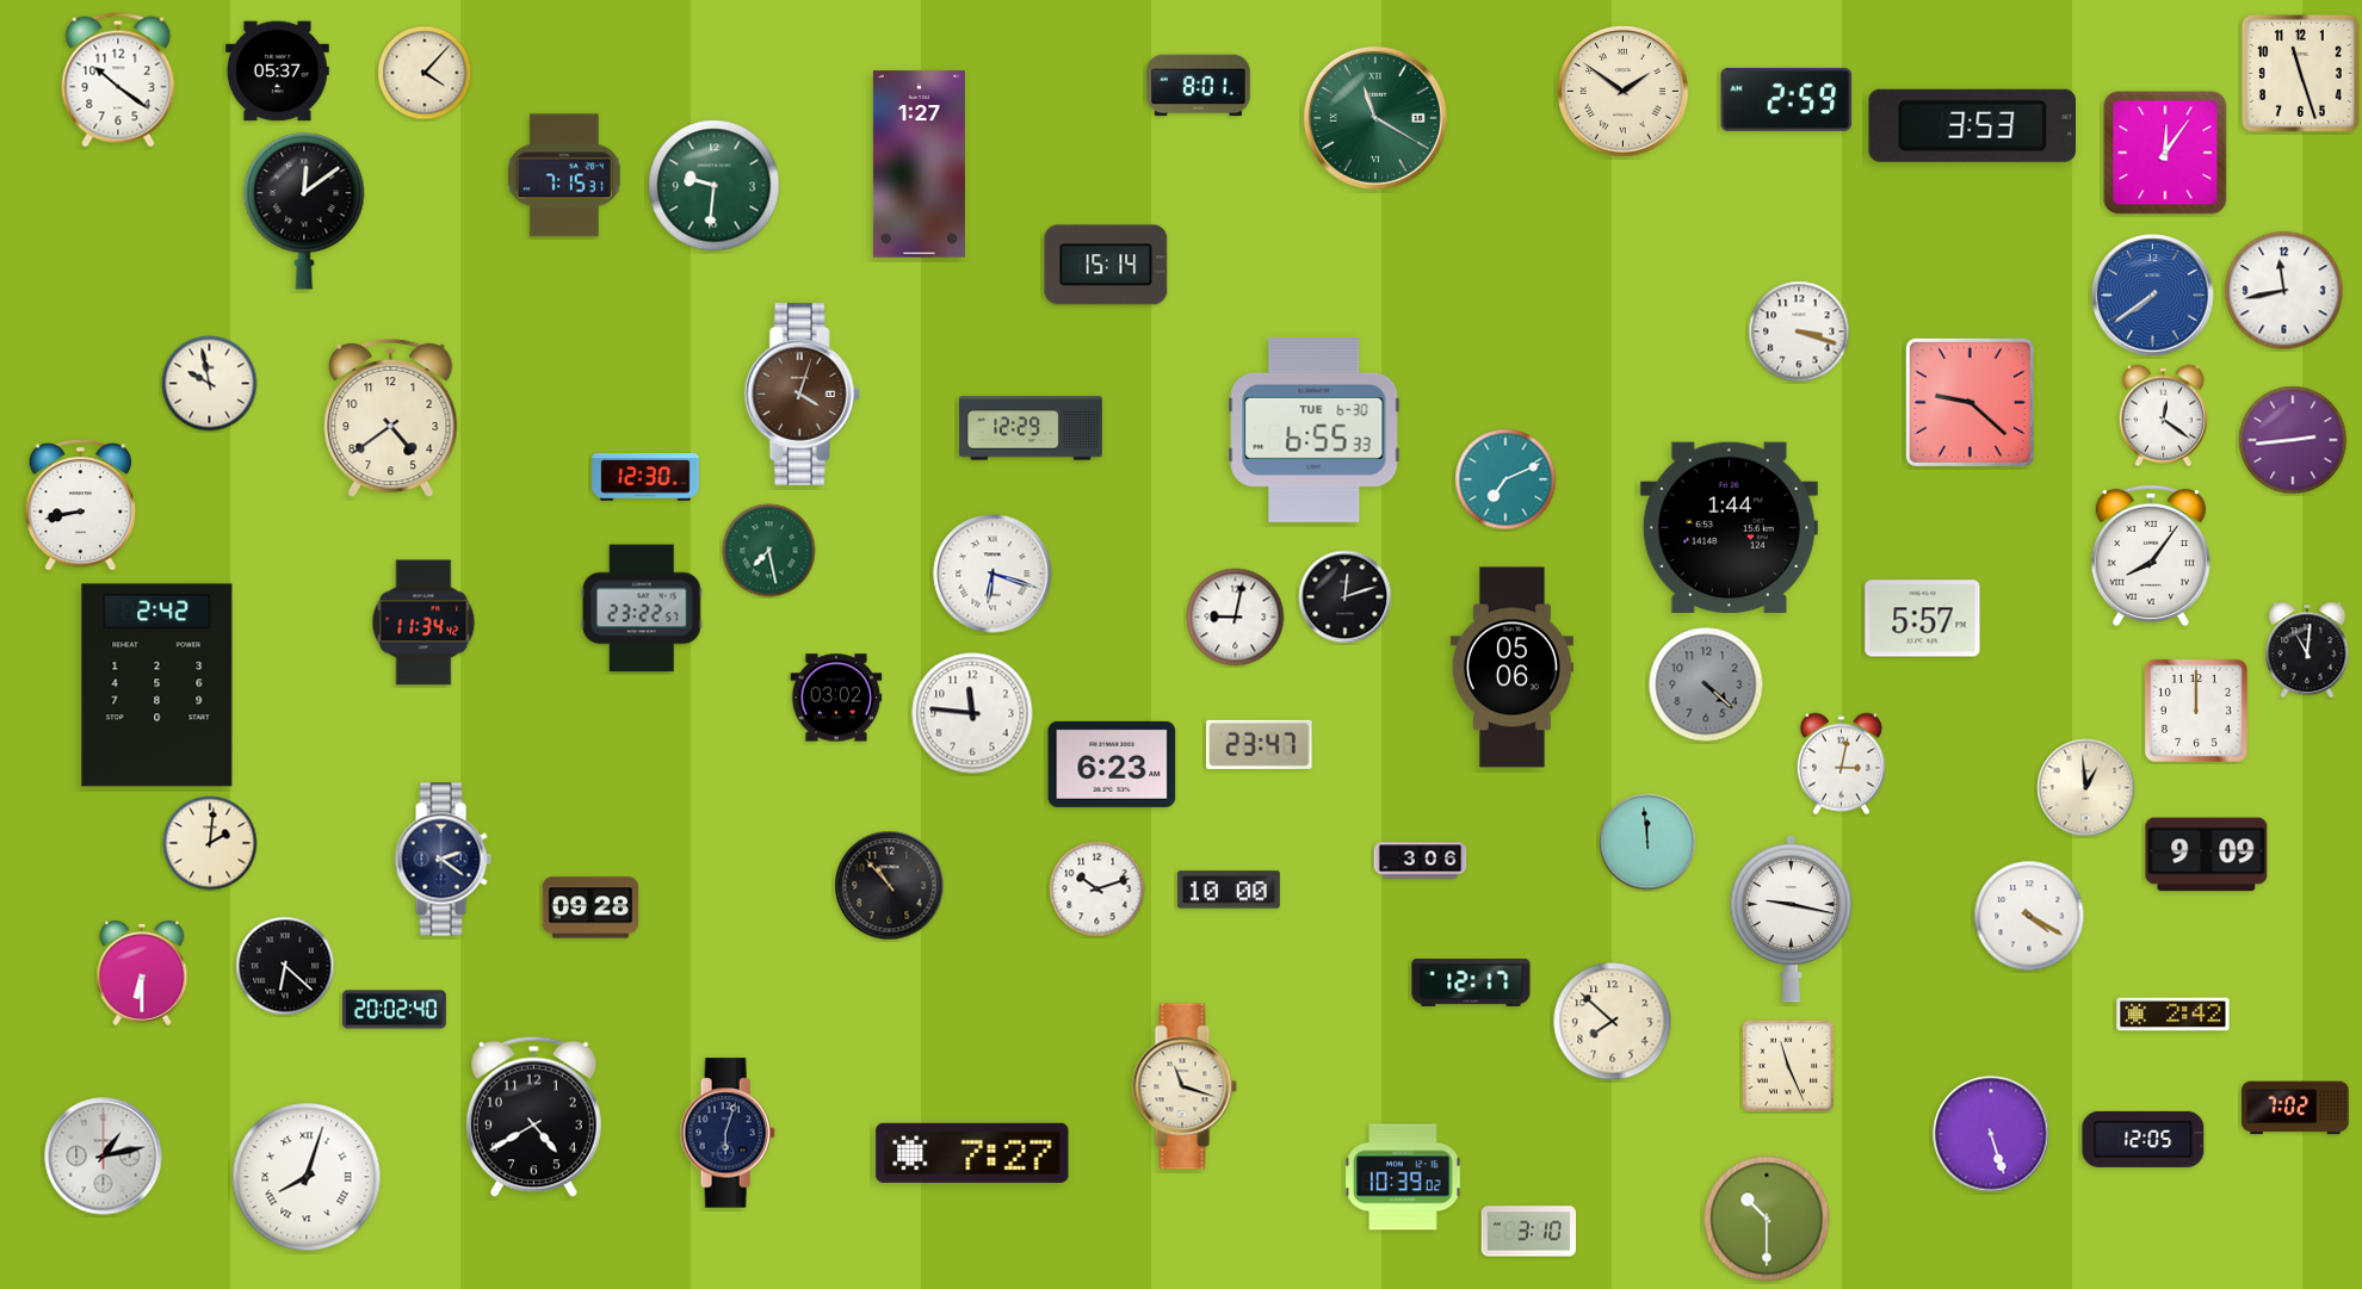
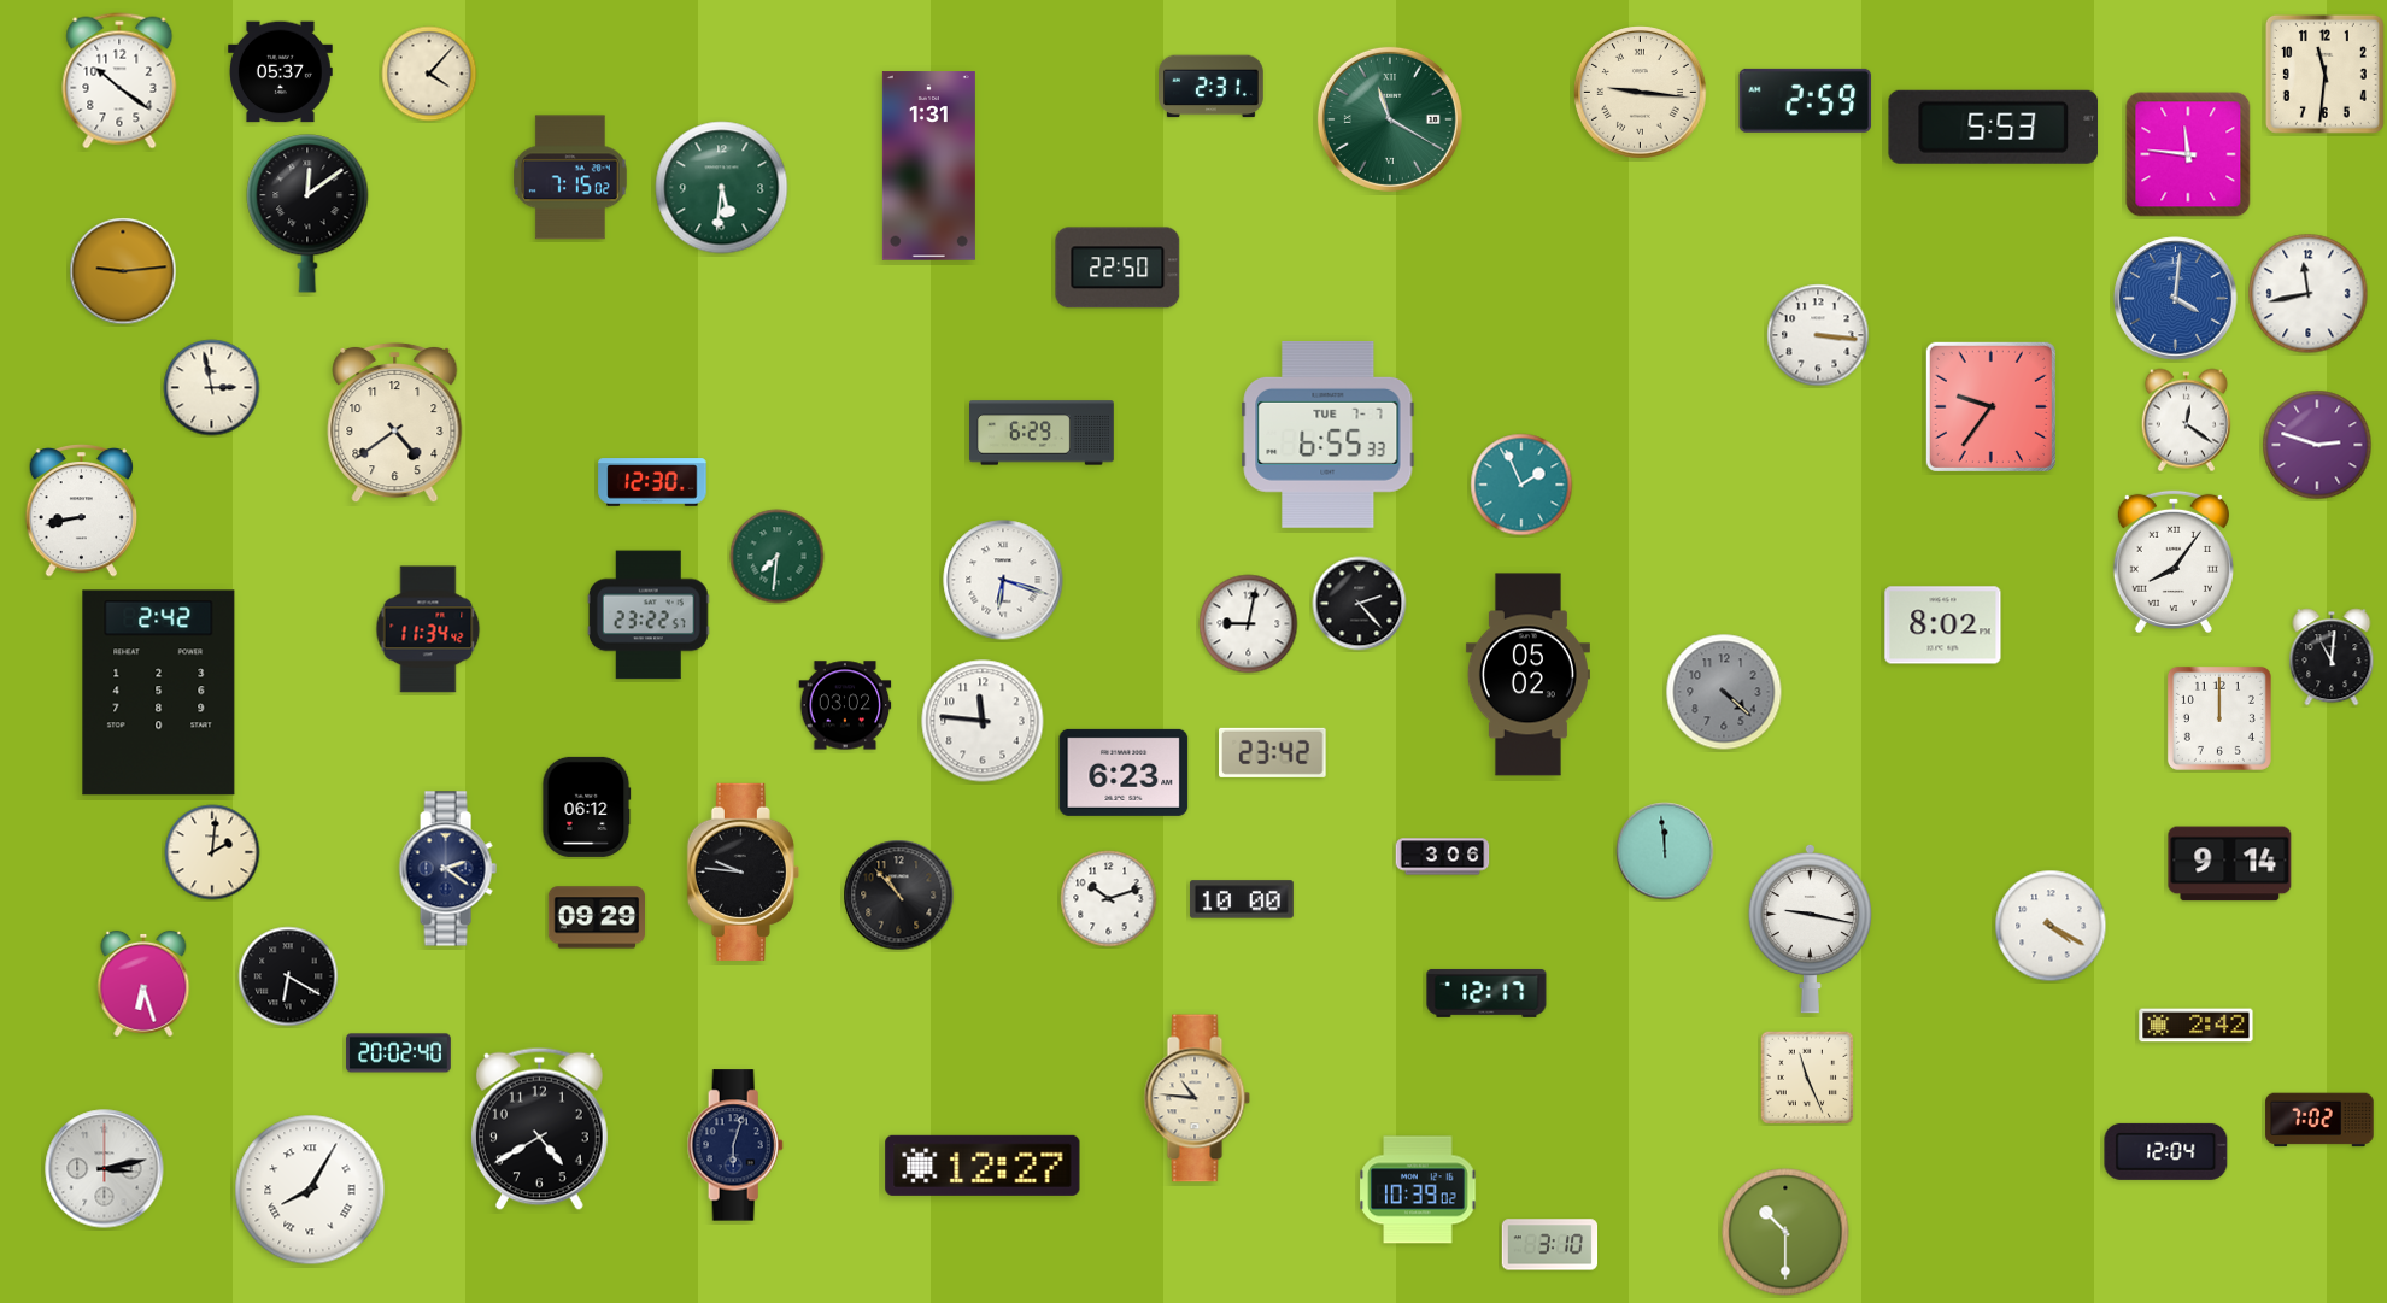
clock at (2300, 73): 11:27 -> 11:31
clock at (1199, 86): 8:01 -> 2:31
clock at (1624, 92): 1:51 -> 9:16
clock at (1973, 125): 3:53 -> 5:53
clock at (2165, 153): 12:06 -> 11:46
clock at (919, 165): 1:27 -> 1:31
clock at (564, 175): 7:15:31 -> 7:15:02
clock at (715, 186): 9:31 -> 5:31
clock at (1106, 265): 15:14 -> 22:50
clock at (123, 271): none -> 9:14
clock at (2153, 296): 7:39 -> 4:01
clock at (1799, 331): 3:18 -> 3:16
clock at (210, 384): 9:58 -> 2:58
clock at (802, 393): 4:03 -> none
clock at (1970, 402): 9:22 -> 9:36
clock at (1032, 428): 12:29 -> 6:29
clock at (1315, 429) date: TUE 6-30 -> TUE 7-7
clock at (2293, 440): 2:44 -> 2:48
clock at (1505, 479): 7:11 -> 1:56
clock at (1729, 527): 1:44 -> none
clock at (769, 551): 7:28 -> 7:31
clock at (1346, 597): 12:12 -> 2:23
clock at (1923, 619): 5:57 -> 8:02
clock at (1511, 668): 05:06 -> 05:02
clock at (1260, 744): 23:47 -> 23:42
clock at (1841, 764): 3:02 -> none
clock at (2086, 788): 12:59 -> none
clock at (587, 806): none -> 06:12
clock at (2207, 855): 9:09 -> 9:14
clock at (1421, 861) position: (1421, 861) -> (1443, 857)
clock at (743, 871): none -> 9:46
clock at (590, 907): 09:28 -> 09:29
clock at (285, 966): 6:22 -> 6:20
clock at (142, 973): 6:30 -> 6:27
clock at (395, 1010) position: (395, 1010) -> (399, 1053)
clock at (1613, 1022): 7:52 -> none
clock at (1185, 1086): 11:18 -> 10:46
clock at (1991, 1134): 5:27 -> none
clock at (2144, 1139): 12:05 -> 12:04
clock at (972, 1153): 7:27 -> 12:27
clock at (104, 1157): 1:13 -> 3:13
clock at (307, 1177): 8:03 -> 8:05
clock at (1529, 1232) position: (1529, 1232) -> (1550, 1245)
